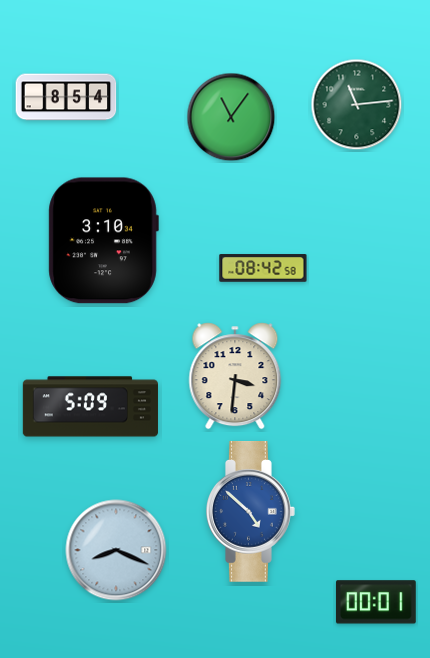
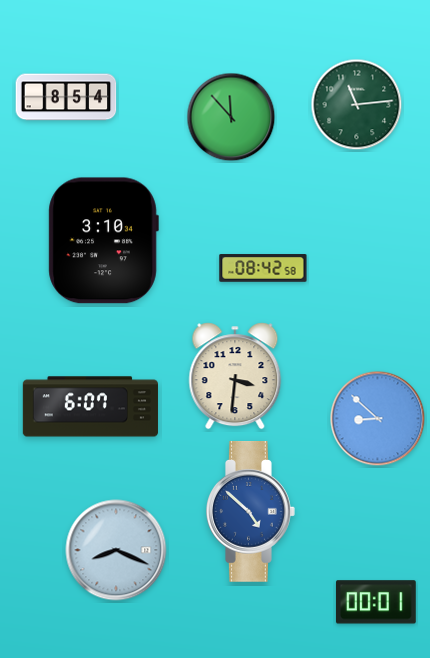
clock at (231, 117): 11:06 -> 11:53
clock at (90, 407): 5:09 -> 6:07
clock at (378, 419): none -> 8:52
